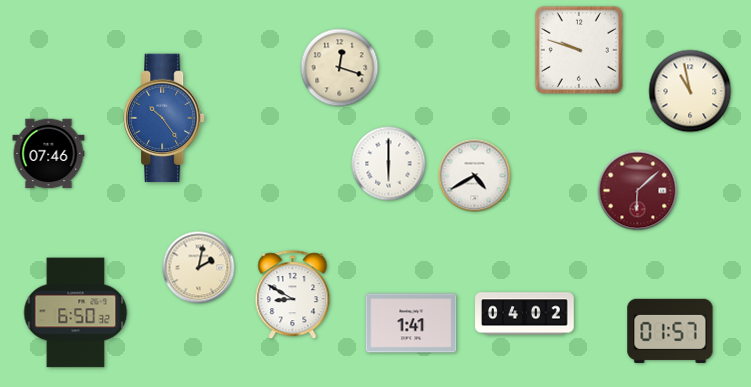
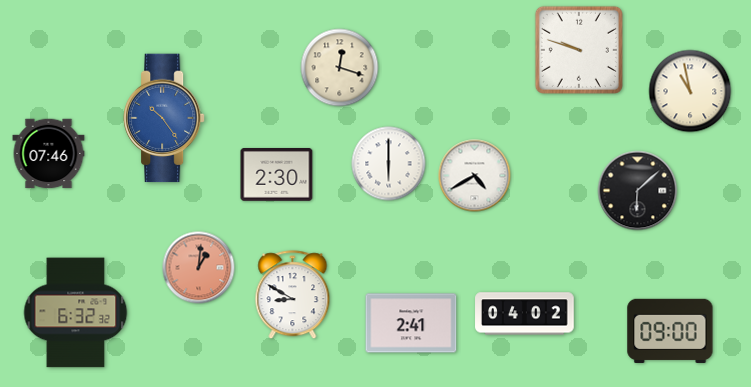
clock at (277, 175): none -> 2:30
clock at (638, 191) dial: burgundy -> black
clock at (199, 268): 2:02 -> 1:01
clock at (199, 268) dial: cream -> salmon
clock at (76, 313): 6:50 -> 6:32
clock at (411, 323): 1:41 -> 2:41
clock at (670, 330): 01:57 -> 09:00
